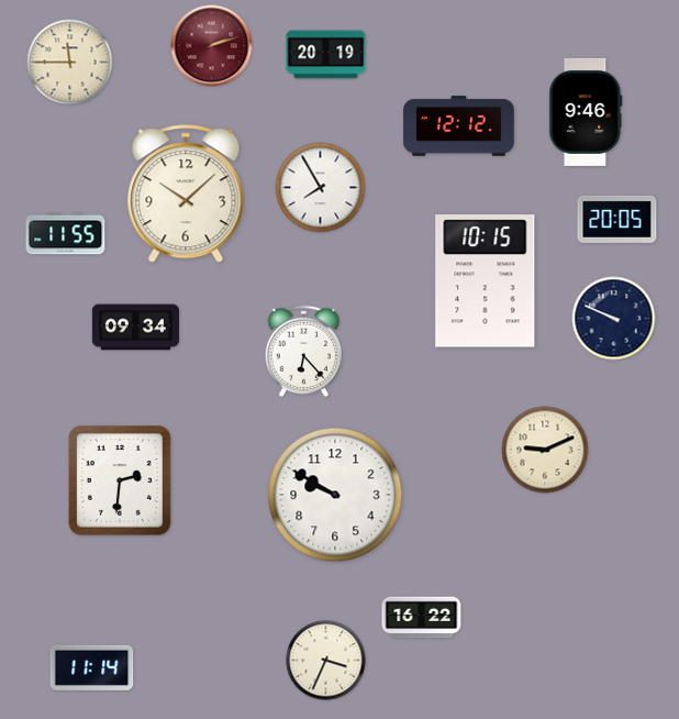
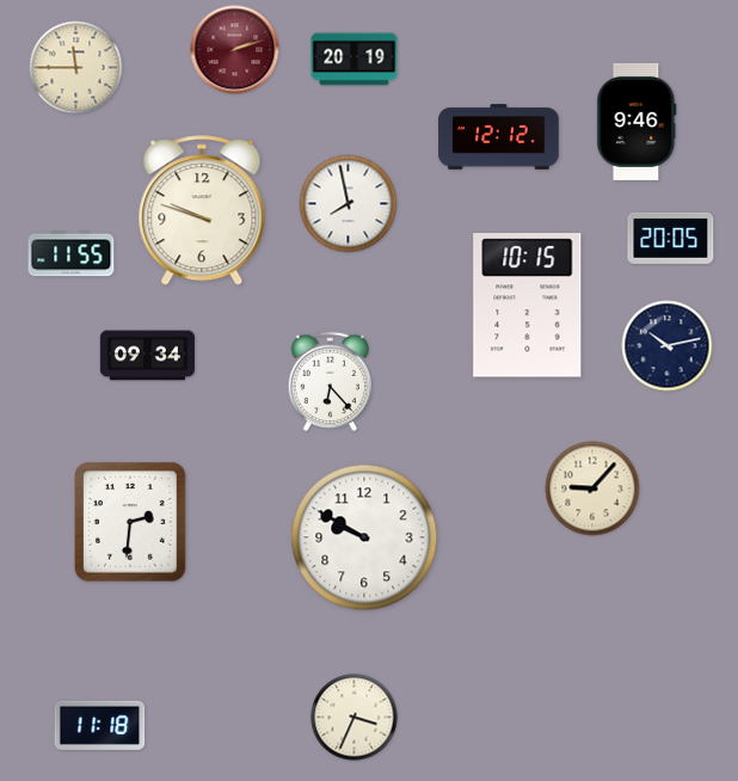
clock at (212, 46) position: (212, 46) -> (235, 50)
clock at (321, 188): 7:55 -> 7:58
clock at (186, 195): 10:08 -> 9:48
clock at (614, 319): 9:49 -> 10:13
clock at (545, 450): 9:11 -> 9:07
clock at (422, 618): 16:22 -> none
clock at (92, 667): 11:14 -> 11:18
